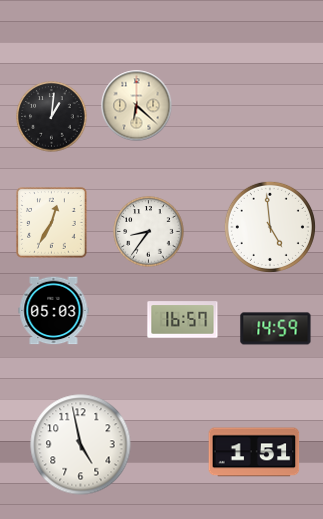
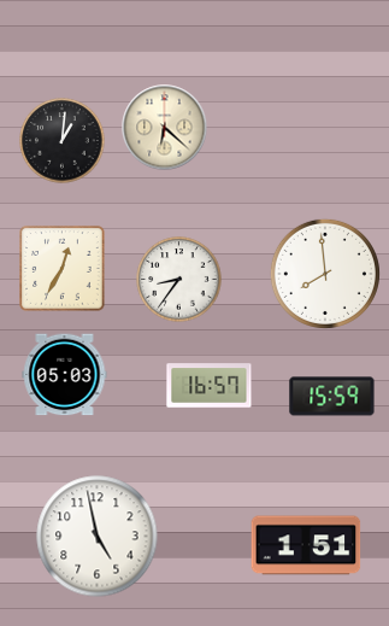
clock at (270, 227): 4:59 -> 7:59
clock at (183, 320) position: (183, 320) -> (210, 386)
clock at (276, 329): 14:59 -> 15:59
